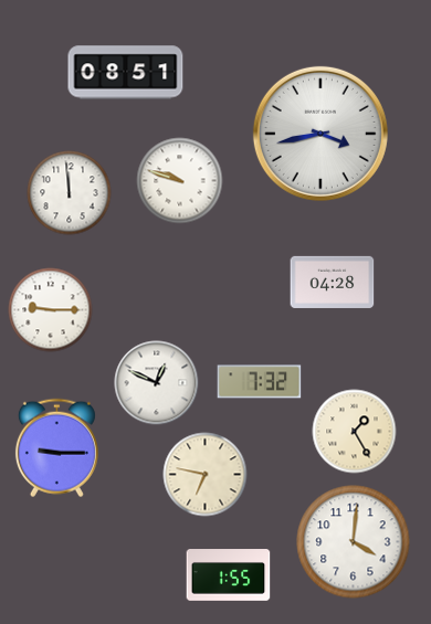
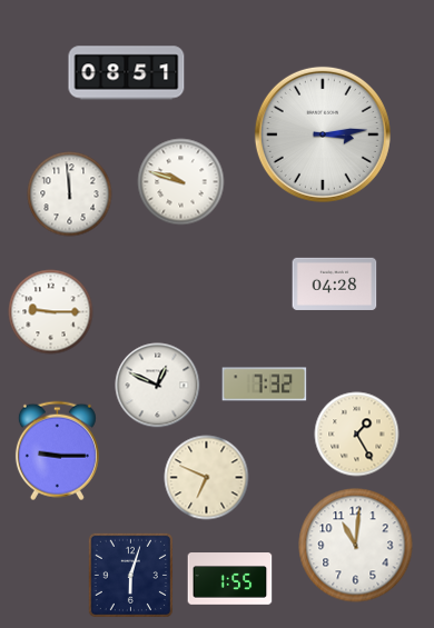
clock at (320, 134): 3:43 -> 3:14
clock at (260, 382) position: (260, 382) -> (265, 385)
clock at (206, 475): 6:47 -> 6:49
clock at (354, 542): 4:01 -> 11:01
clock at (130, 575): none -> 6:03
